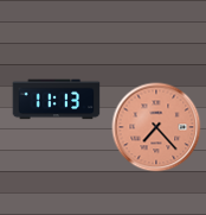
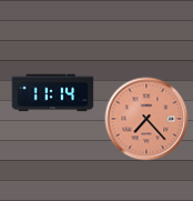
clock at (57, 100): 11:13 -> 11:14
